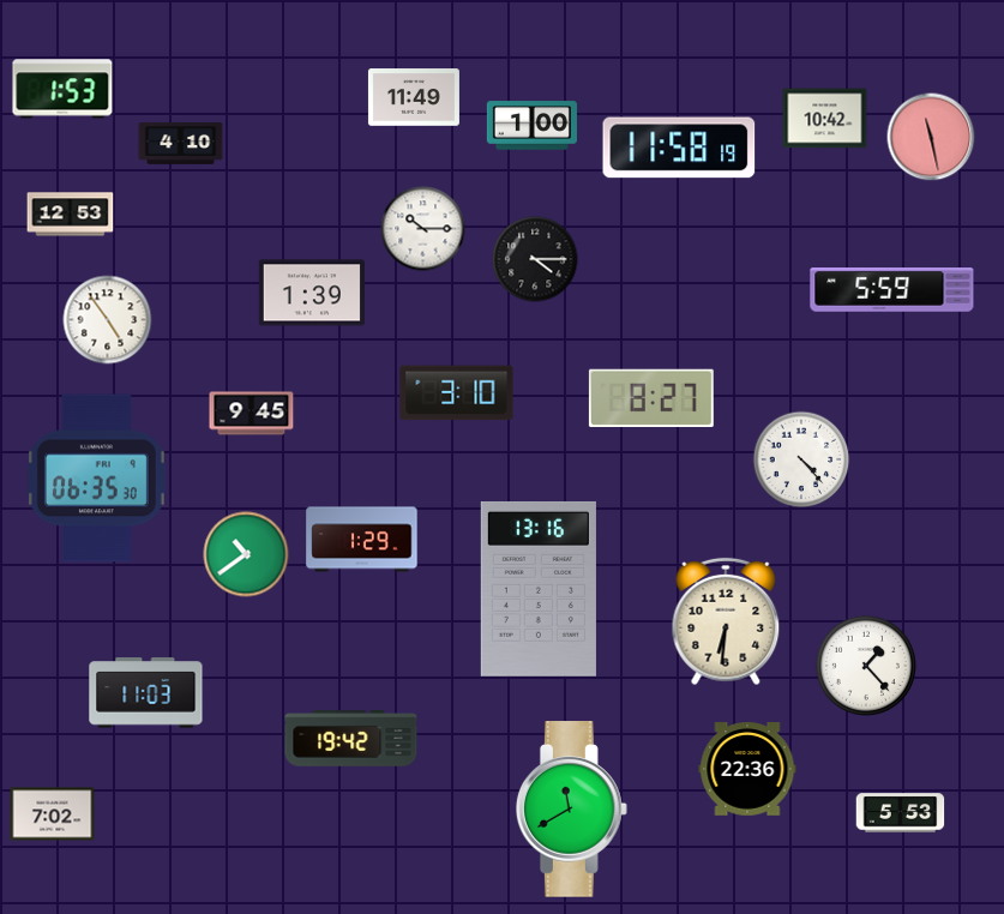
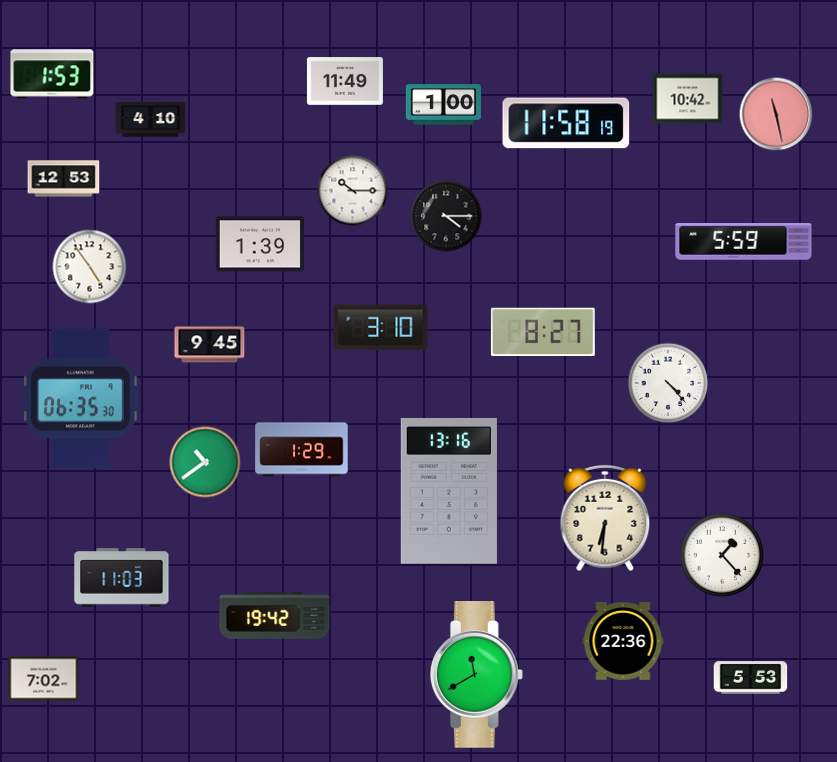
clock at (71, 215) position: (71, 215) -> (64, 179)
clock at (351, 739) position: (351, 739) -> (275, 616)
